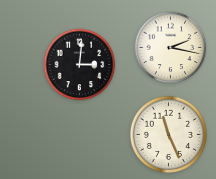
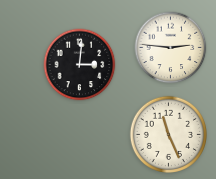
clock at (171, 48): 2:17 -> 2:46
